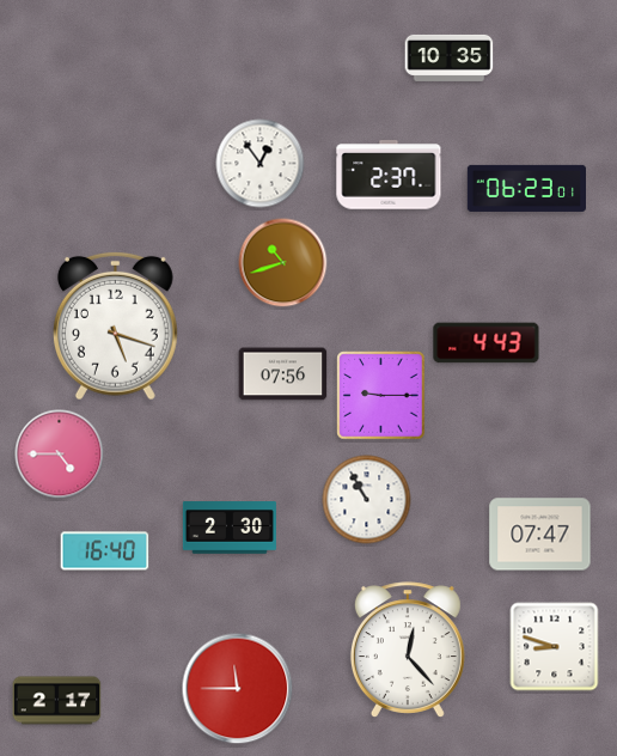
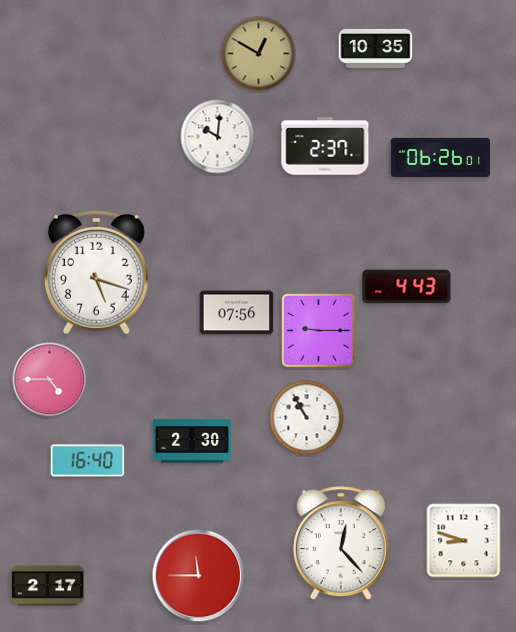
clock at (259, 54): none -> 12:50
clock at (261, 164): 12:54 -> 10:01
clock at (526, 188): 06:23 -> 06:26
clock at (283, 263): 10:42 -> none
clock at (540, 535): 07:47 -> none
